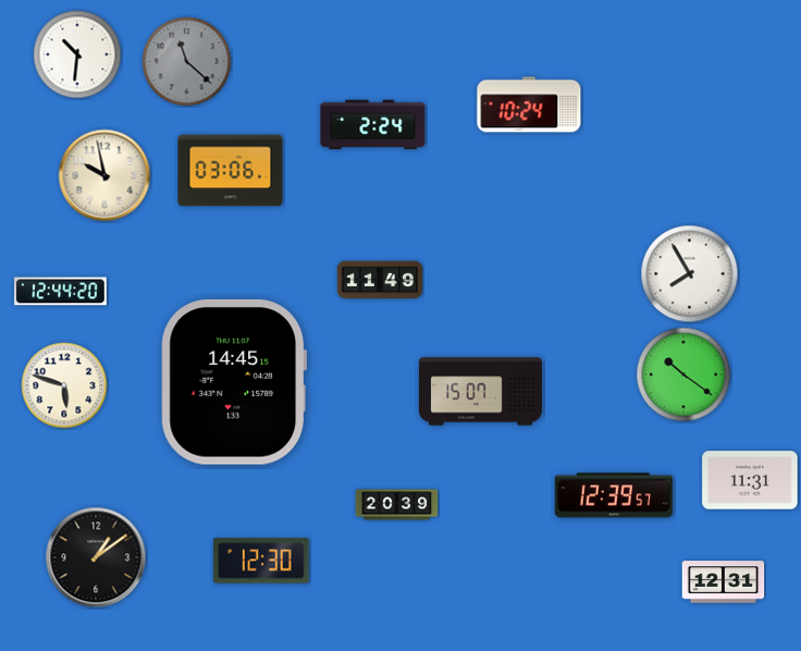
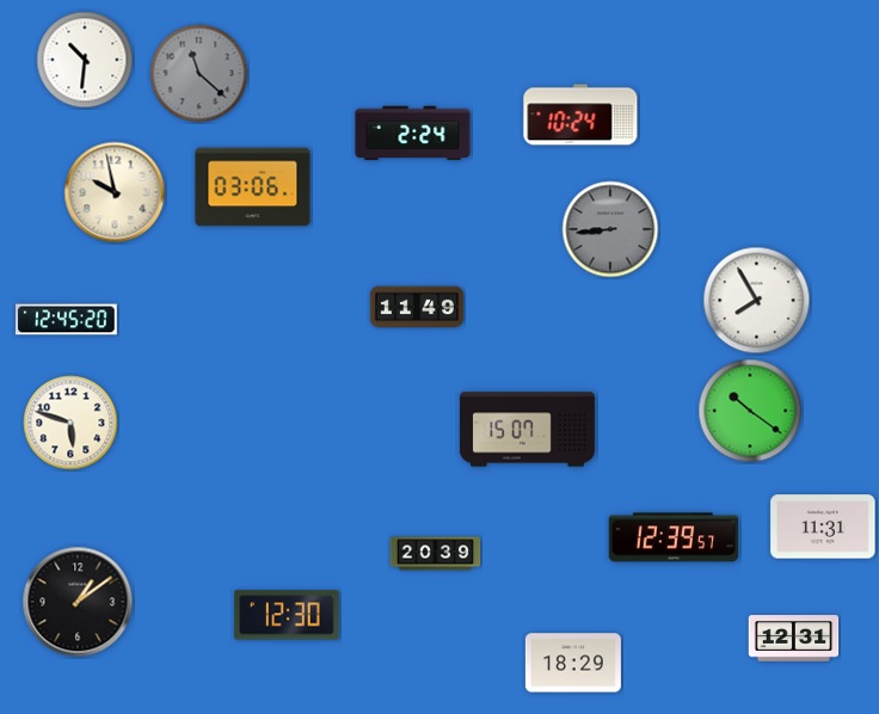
clock at (187, 62) position: (187, 62) -> (199, 74)
clock at (373, 125) position: (373, 125) -> (413, 134)
clock at (610, 229): none -> 8:44
clock at (61, 292): 12:44 -> 12:45
clock at (234, 383): 14:45 -> none
clock at (613, 495) position: (613, 495) -> (672, 537)
clock at (96, 557) position: (96, 557) -> (78, 602)
clock at (573, 663): none -> 18:29
